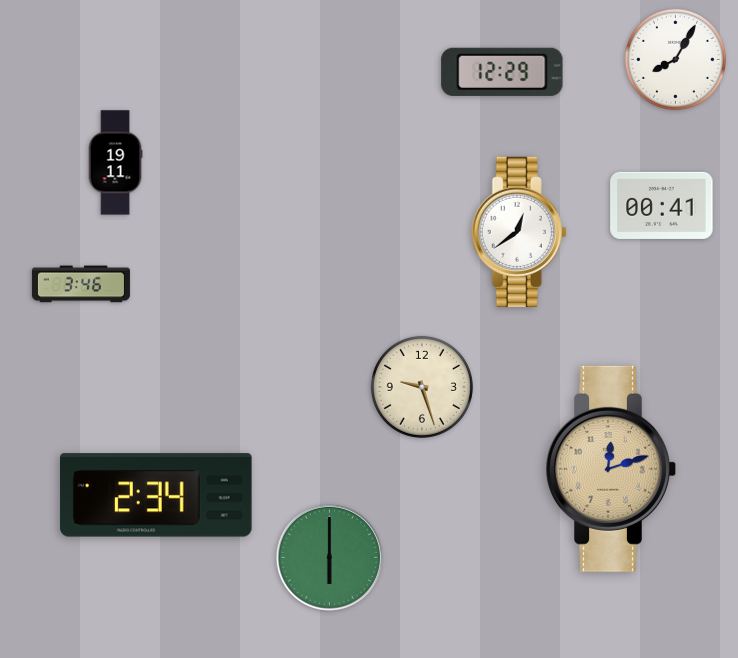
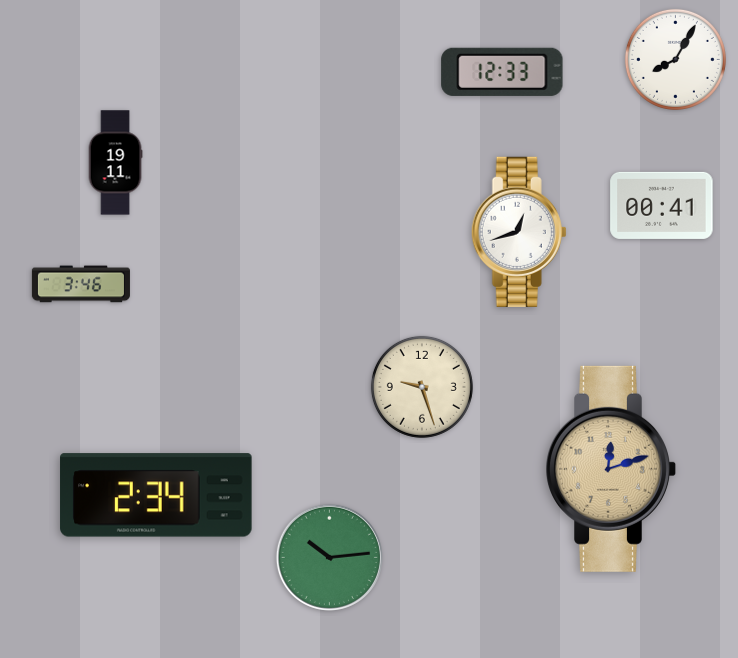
clock at (502, 72): 12:29 -> 12:33
clock at (519, 232): 12:39 -> 12:42
clock at (329, 557): 6:00 -> 10:14
